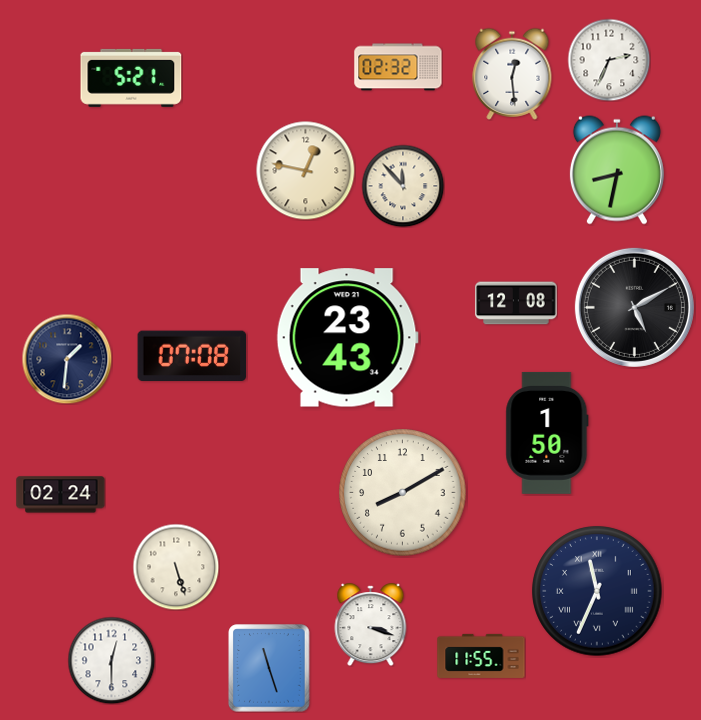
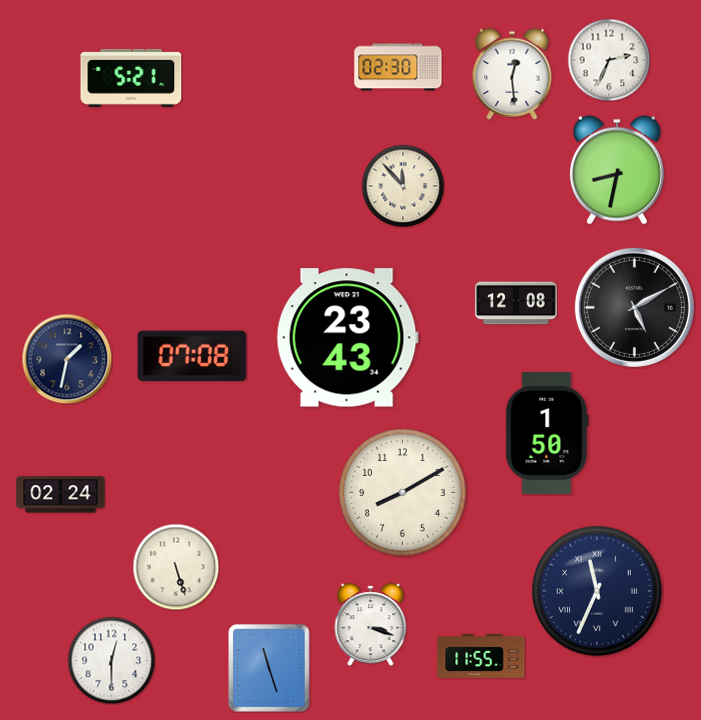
clock at (398, 67): 02:32 -> 02:30
clock at (306, 171): 12:47 -> none
clock at (67, 359): 1:31 -> 1:32
